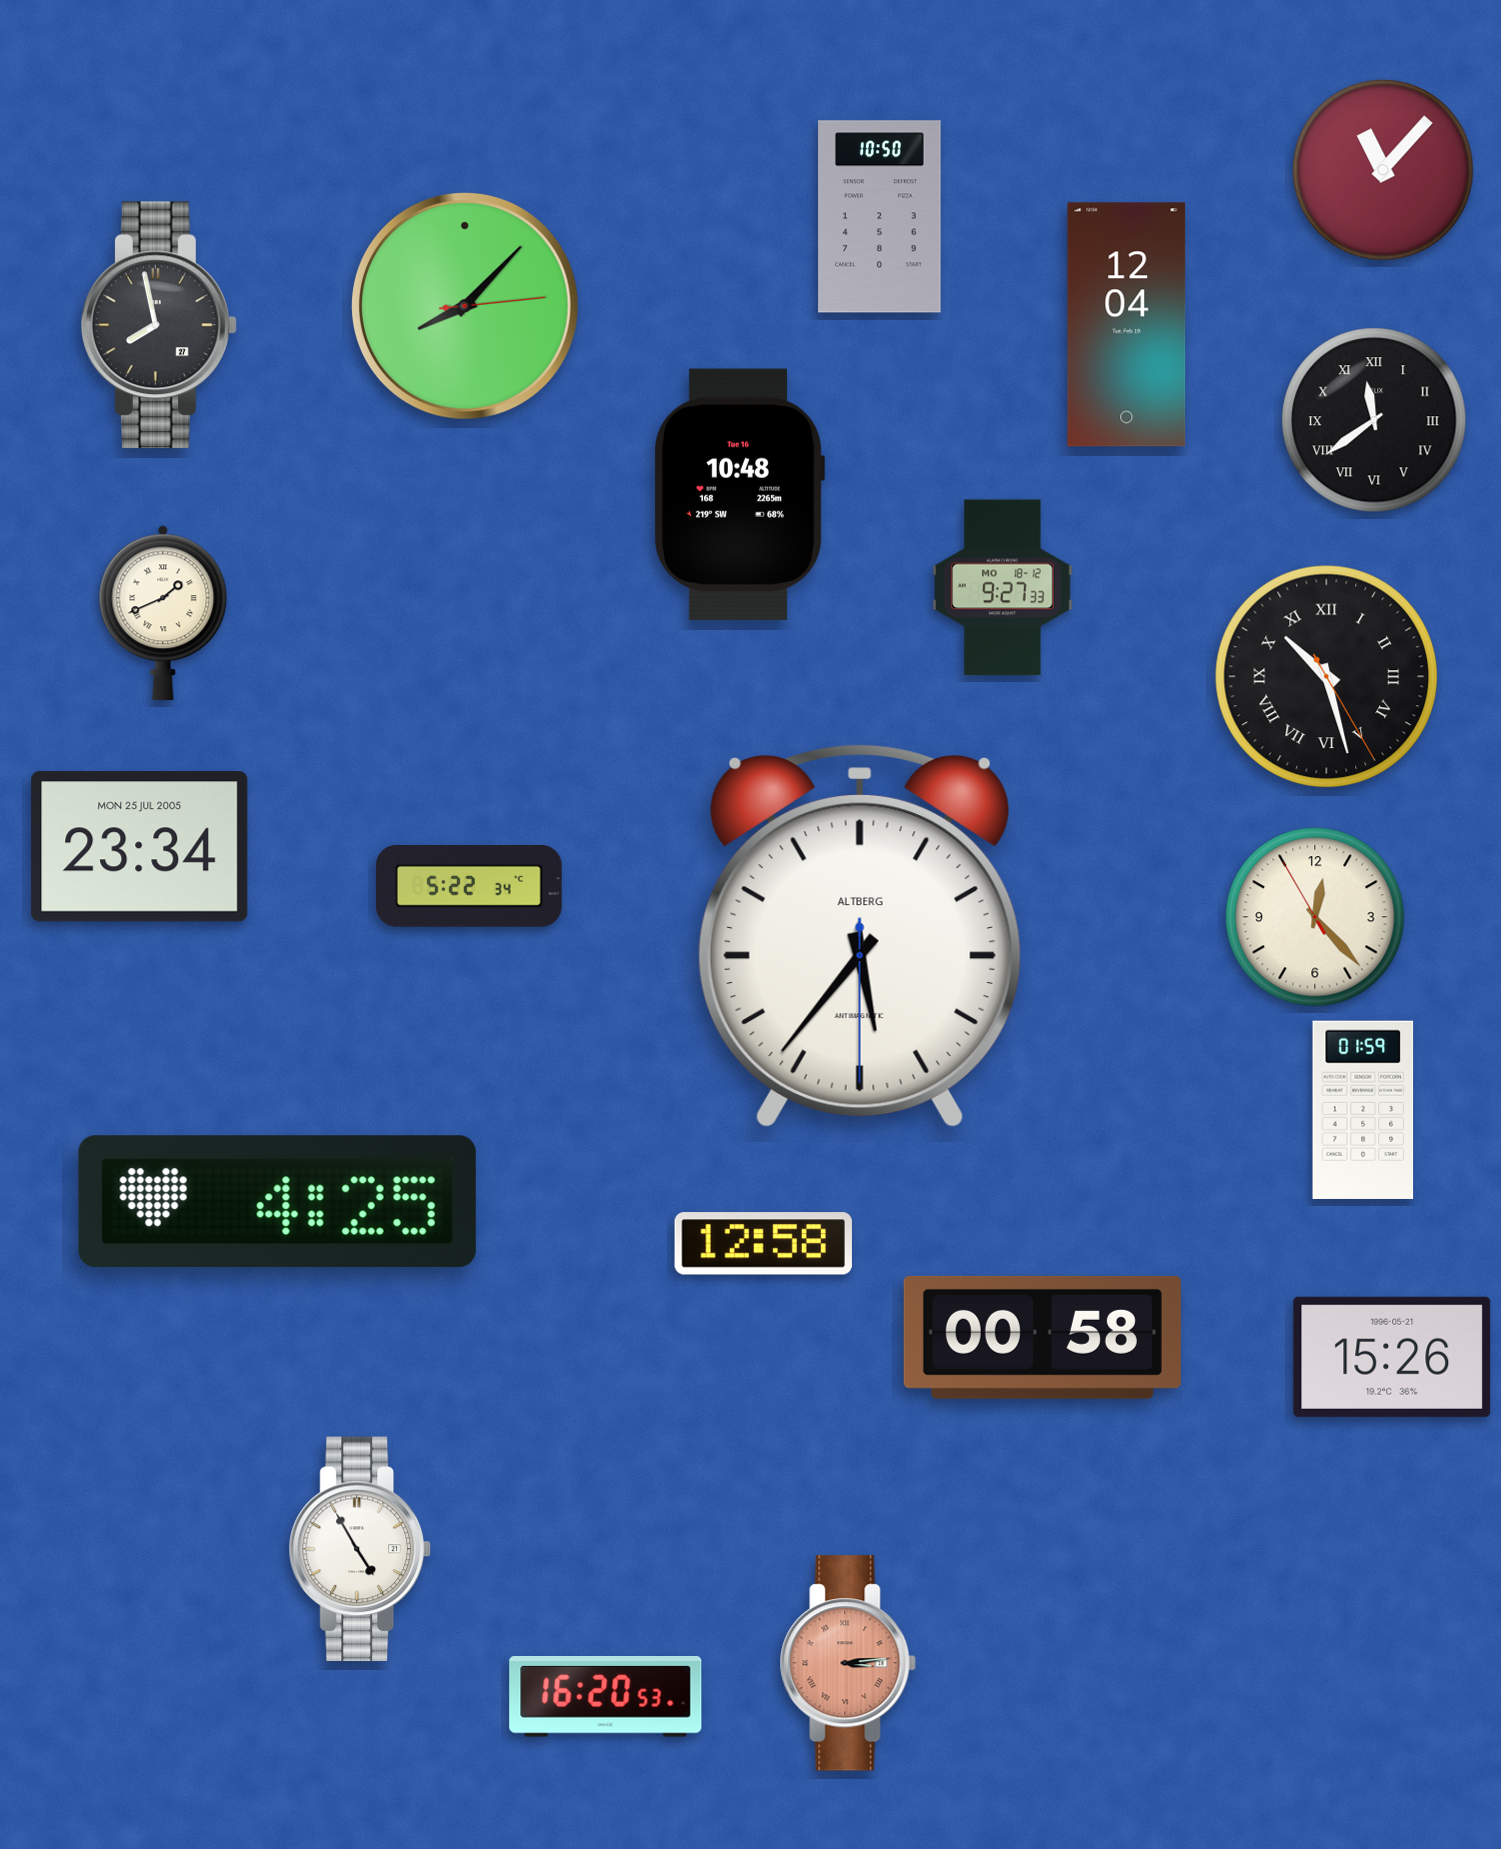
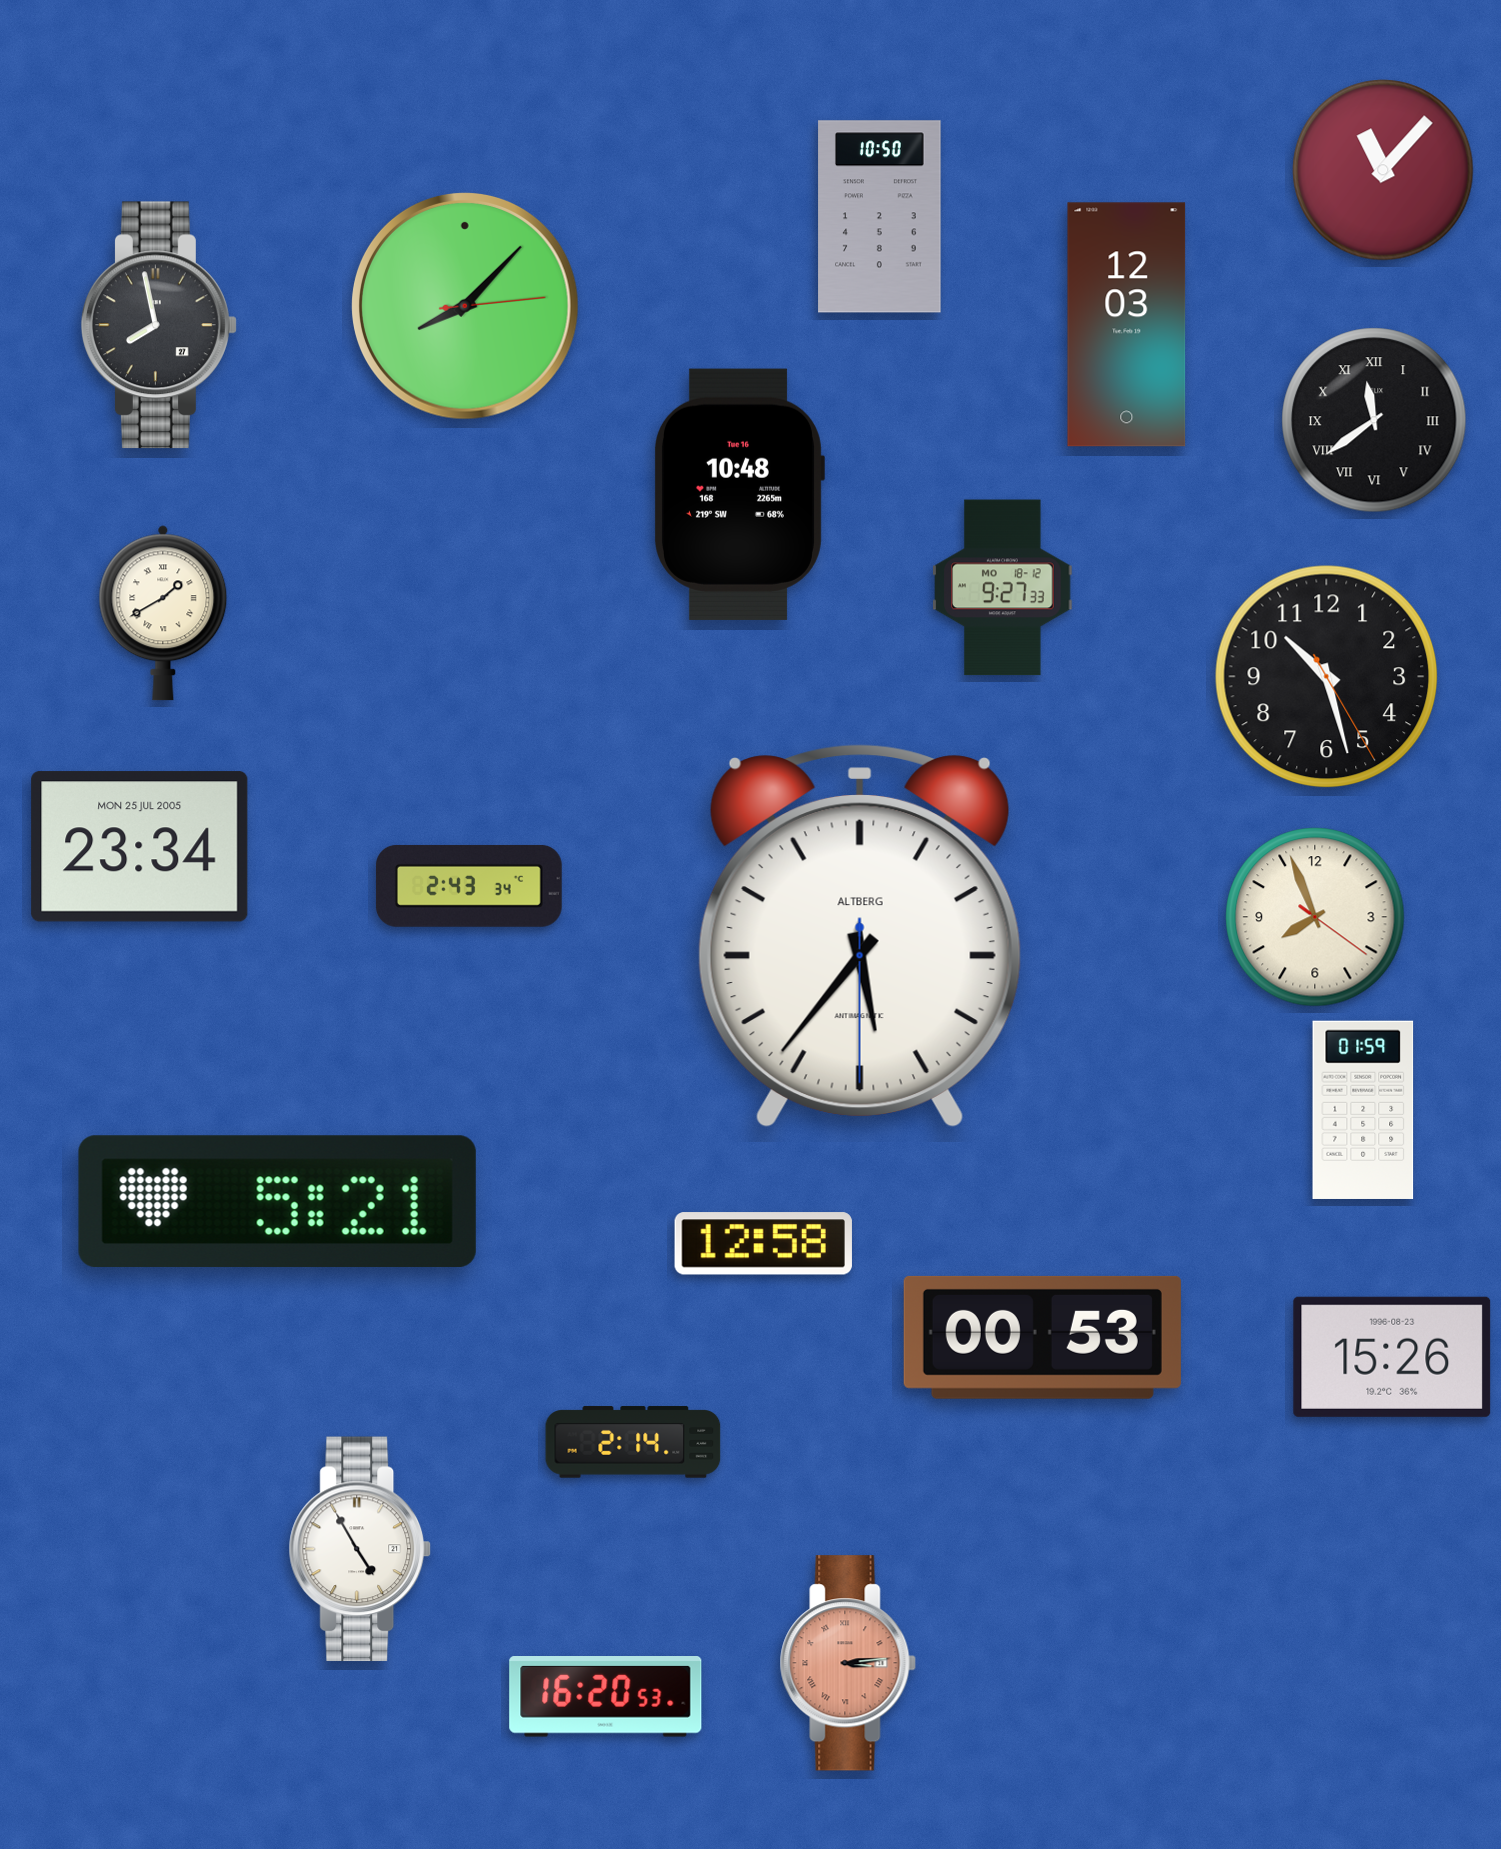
clock at (1127, 325): 12:04 -> 12:03
clock at (163, 613): 1:41 -> 1:40
clock at (1327, 677) numerals: Roman -> Arabic
clock at (469, 886): 5:22 -> 2:43
clock at (1315, 917): 12:22 -> 7:56
clock at (277, 1201): 4:25 -> 5:21
clock at (1042, 1337): 00:58 -> 00:53
clock at (1392, 1357) date: 1996-05-21 -> 1996-08-23
clock at (633, 1442): none -> 2:14
